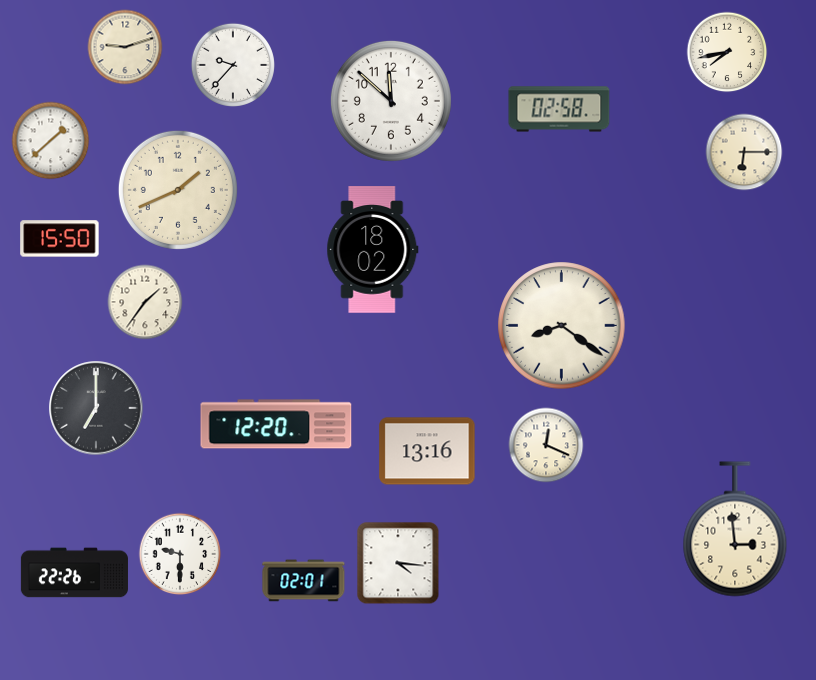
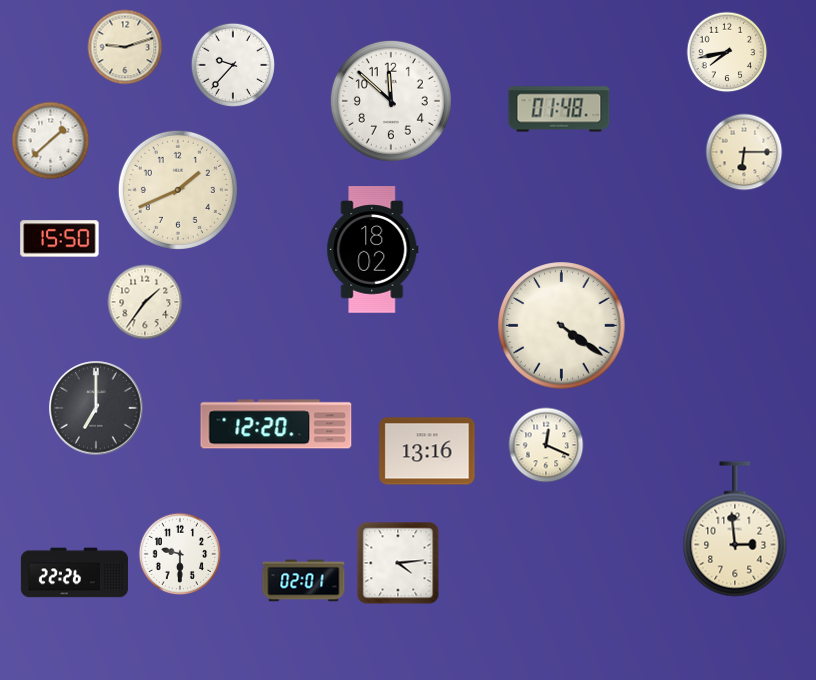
clock at (559, 109): 02:58 -> 01:48
clock at (562, 326): 8:21 -> 4:21
clock at (398, 563): 4:16 -> 4:14
